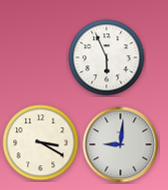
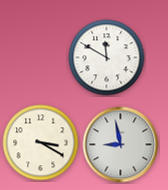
clock at (107, 58): 5:56 -> 11:50
clock at (121, 145): 9:01 -> 8:58
